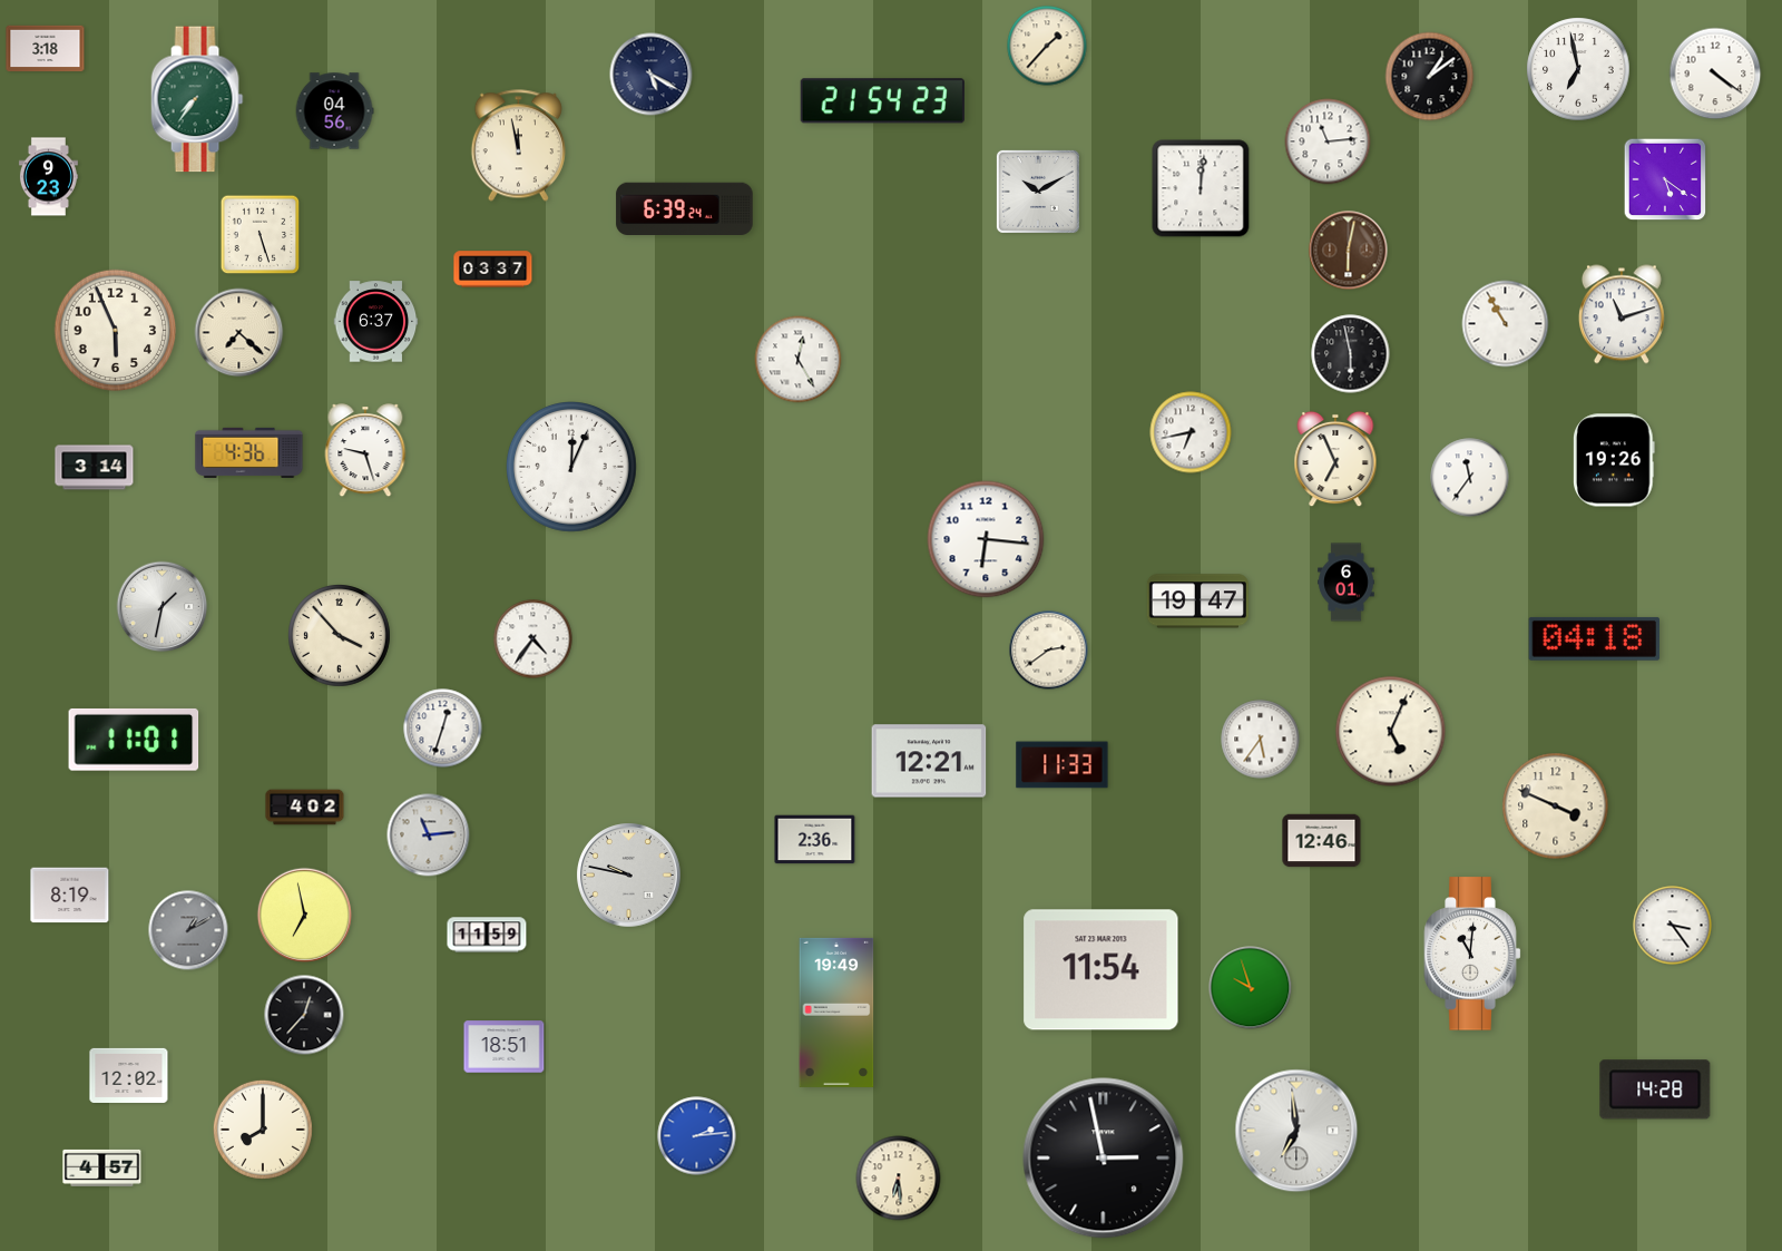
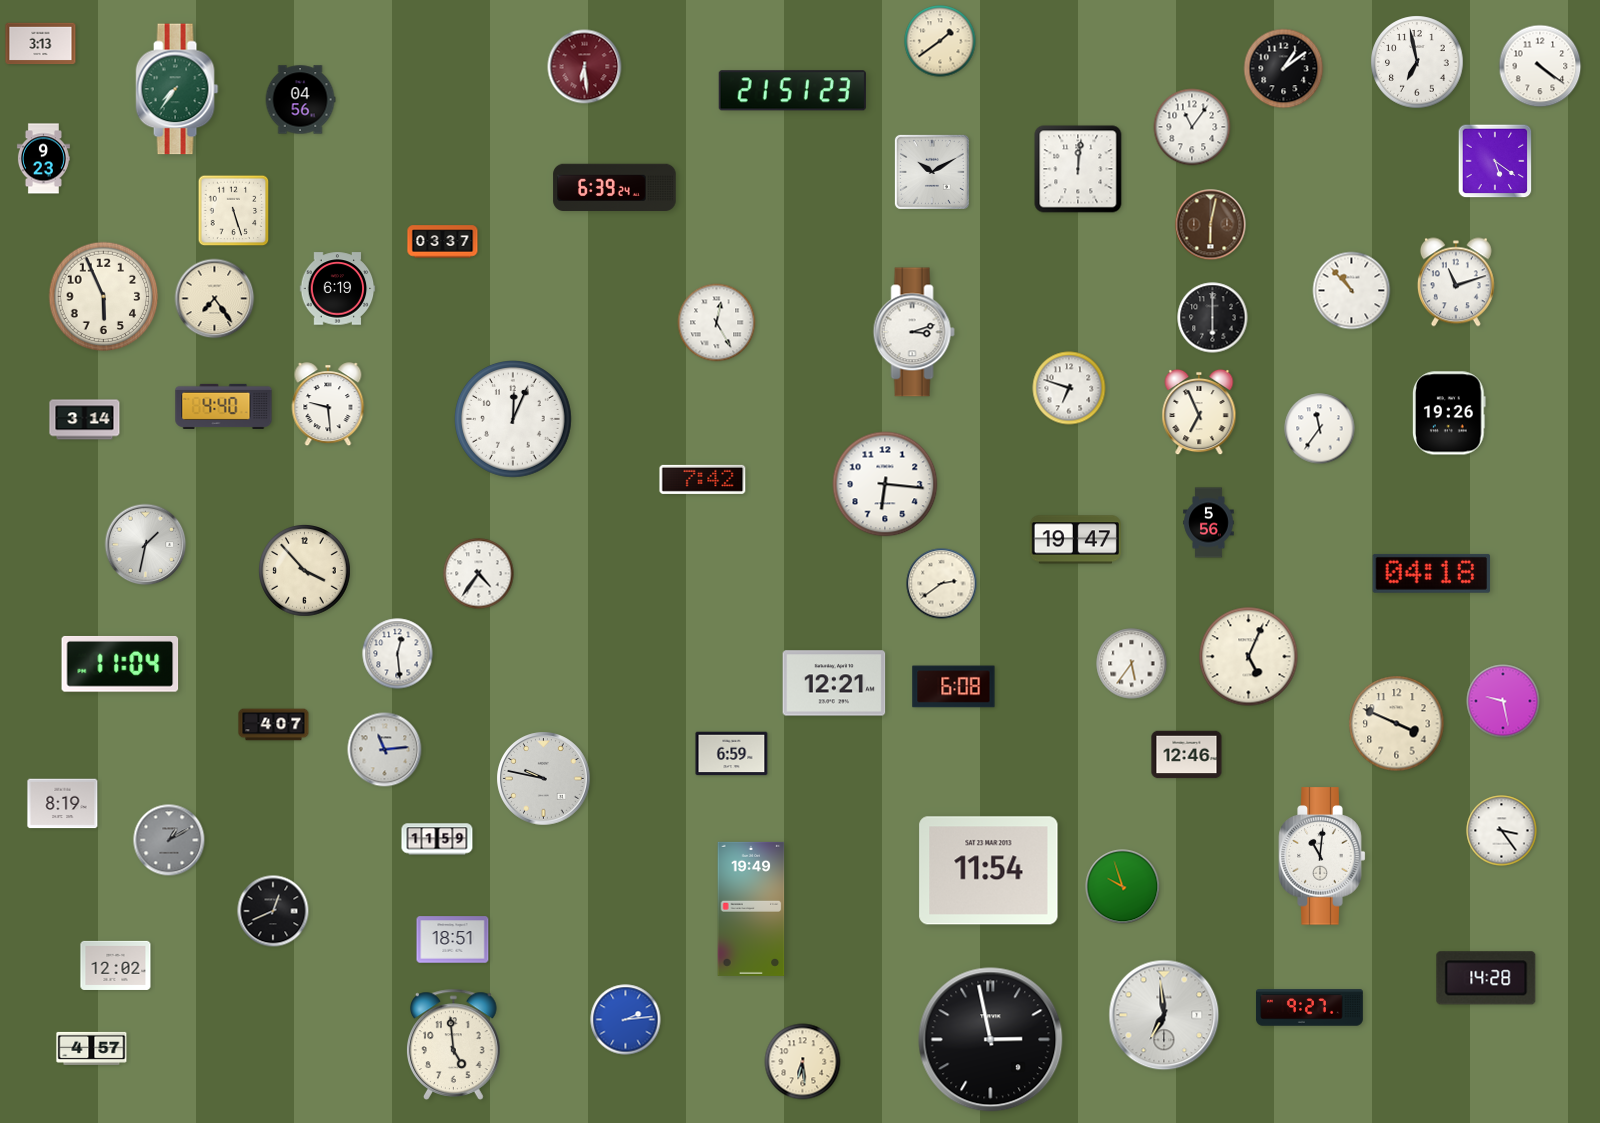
clock at (1047, 46): 1:37 -> 1:39
clock at (46, 49): 3:18 -> 3:13
clock at (652, 75): 5:20 -> 6:29
clock at (652, 75) dial: navy -> burgundy
clock at (882, 101): 21:54 -> 21:51
clock at (1328, 141): 11:14 -> 11:06
clock at (518, 146): 11:58 -> none
clock at (376, 322): 6:37 -> 6:19
clock at (1506, 324): 10:55 -> 10:53
clock at (239, 333): 7:22 -> 7:24
clock at (1351, 354): 5:58 -> 6:00
clock at (914, 332): none -> 3:12
clock at (1191, 432): 6:43 -> 6:48
clock at (365, 451): 9:27 -> 9:29
clock at (249, 452): 4:36 -> 4:40
clock at (703, 479): none -> 7:42
clock at (1347, 583): 6:01 -> 5:56
clock at (443, 729): 12:33 -> 12:29
clock at (134, 740): 11:01 -> 11:04
clock at (1063, 765): 11:33 -> 6:08
clock at (1503, 701): none -> 9:28
clock at (305, 808): 4:02 -> 4:07
clock at (815, 840): 2:36 -> 6:59
clock at (629, 876) position: (629, 876) -> (544, 779)
clock at (305, 916): 6:58 -> none
clock at (188, 930) position: (188, 930) -> (169, 840)
clock at (304, 1015): 12:37 -> 12:41
clock at (1310, 1008): none -> 9:27
clock at (263, 1130): 8:00 -> none
clock at (454, 1044): none -> 4:59
clock at (899, 1179) position: (899, 1179) -> (803, 1062)
